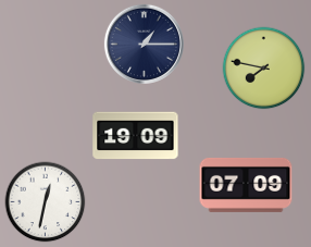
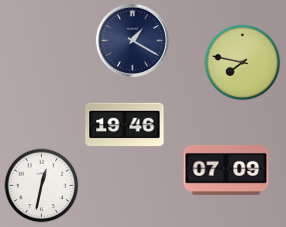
clock at (144, 44): 1:15 -> 1:20
clock at (136, 136): 19:09 -> 19:46
